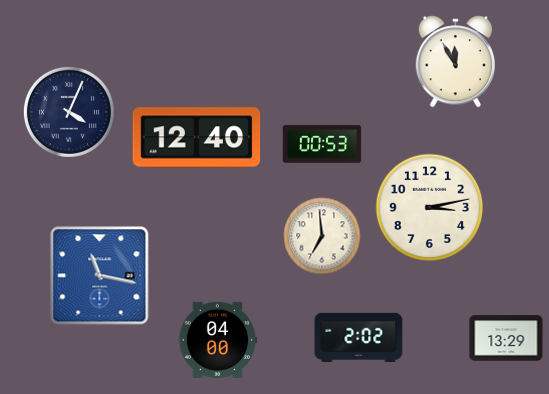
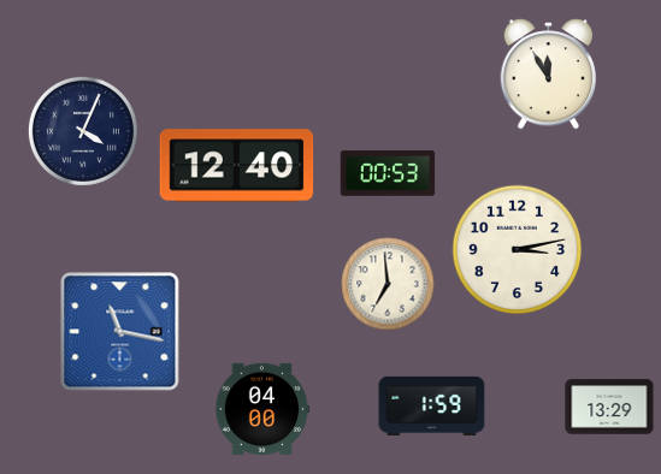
clock at (69, 112) position: (69, 112) -> (83, 131)
clock at (359, 337): 2:02 -> 1:59
